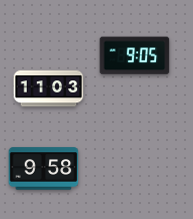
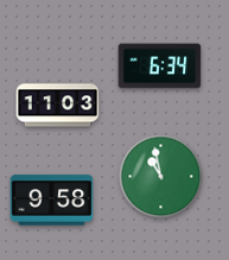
clock at (135, 56): 9:05 -> 6:34
clock at (161, 177): none -> 10:58
